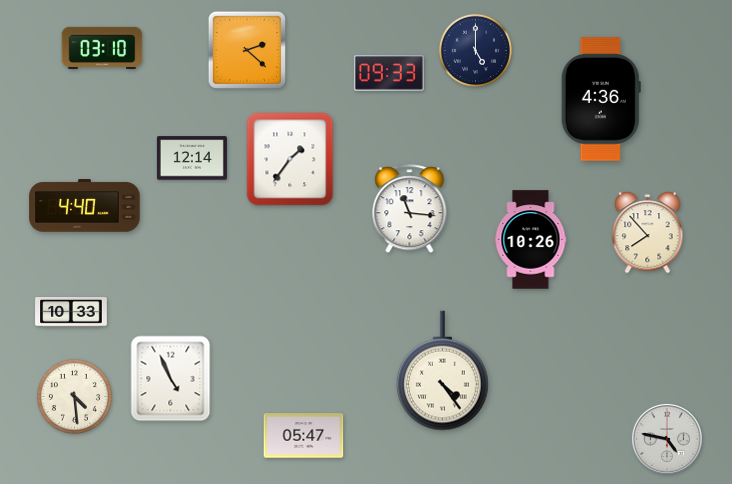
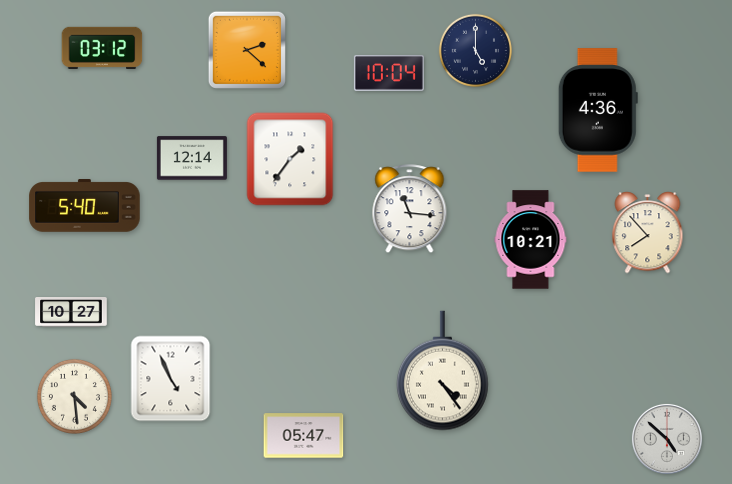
clock at (102, 48): 03:10 -> 03:12
clock at (389, 73): 09:33 -> 10:04
clock at (601, 99) position: (601, 99) -> (598, 110)
clock at (85, 206): 4:40 -> 5:40
clock at (531, 240): 10:26 -> 10:21
clock at (71, 313): 10:33 -> 10:27
clock at (667, 439): 4:47 -> 4:52
